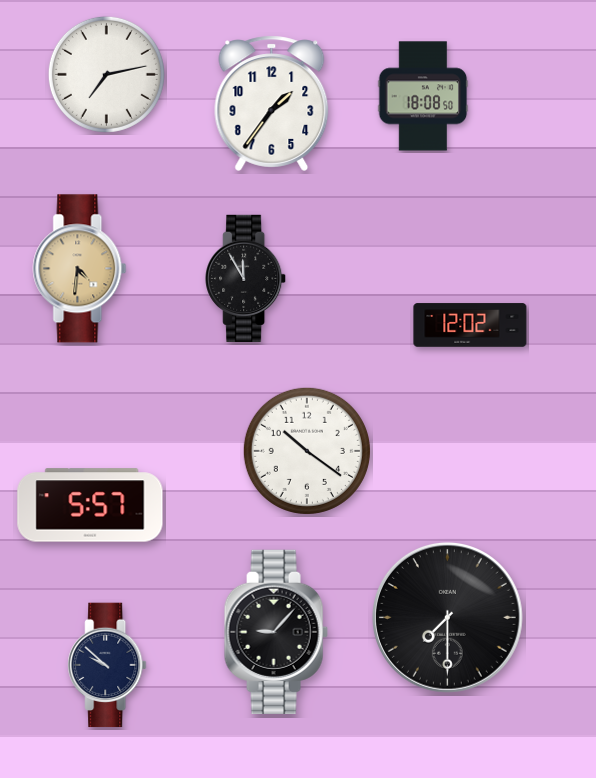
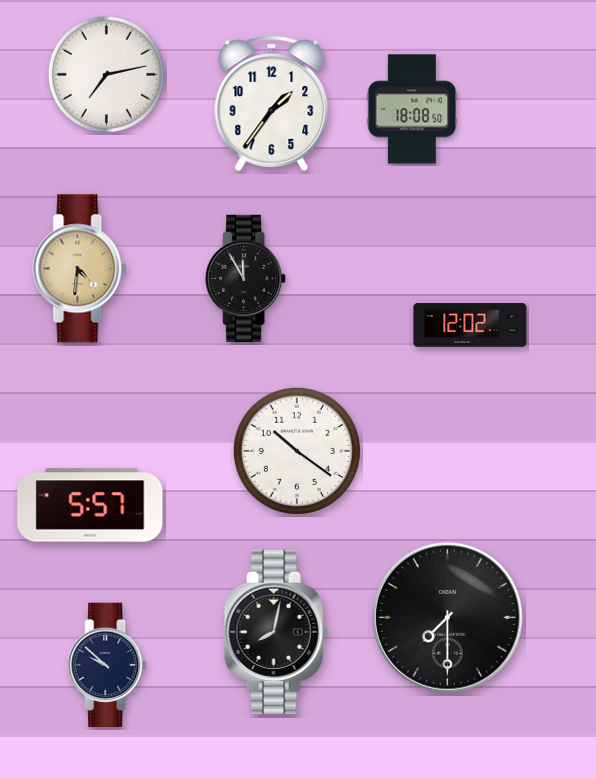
clock at (423, 96) position: (423, 96) -> (412, 109)
clock at (307, 451) position: (307, 451) -> (297, 451)
clock at (276, 632): 9:07 -> 8:02
